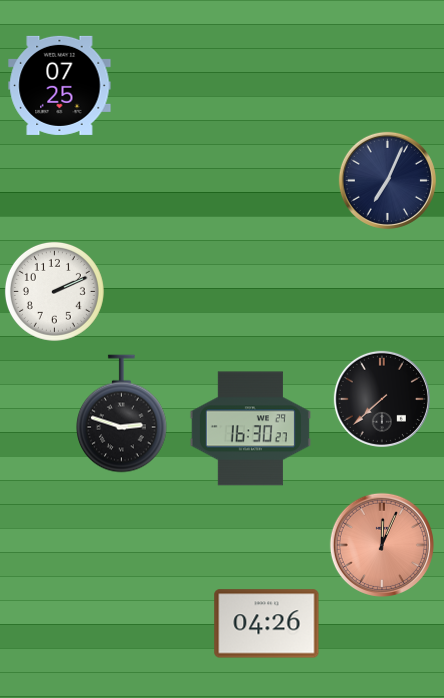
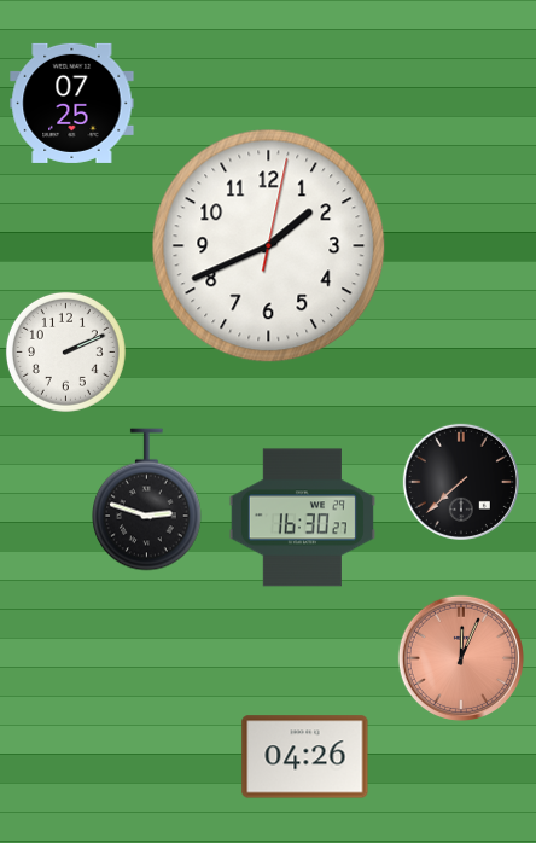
clock at (387, 180): 7:04 -> none
clock at (269, 246): none -> 1:41
clock at (267, 624) position: (267, 624) -> (305, 757)
